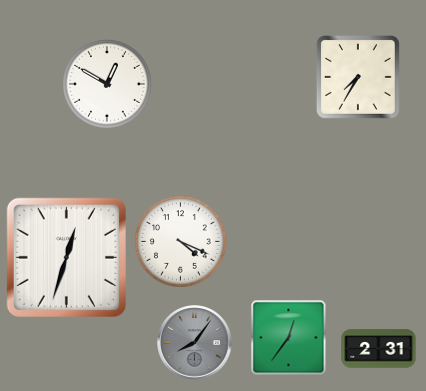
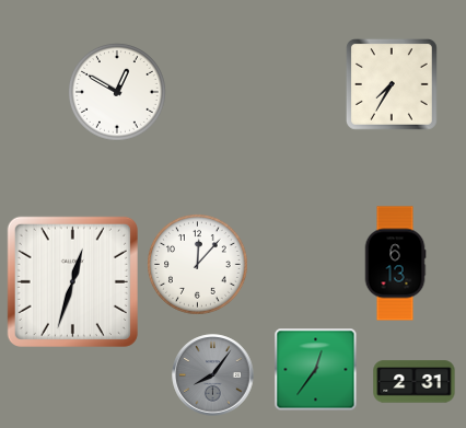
clock at (395, 264): none -> 6:13
clock at (181, 242): 4:19 -> 12:07
